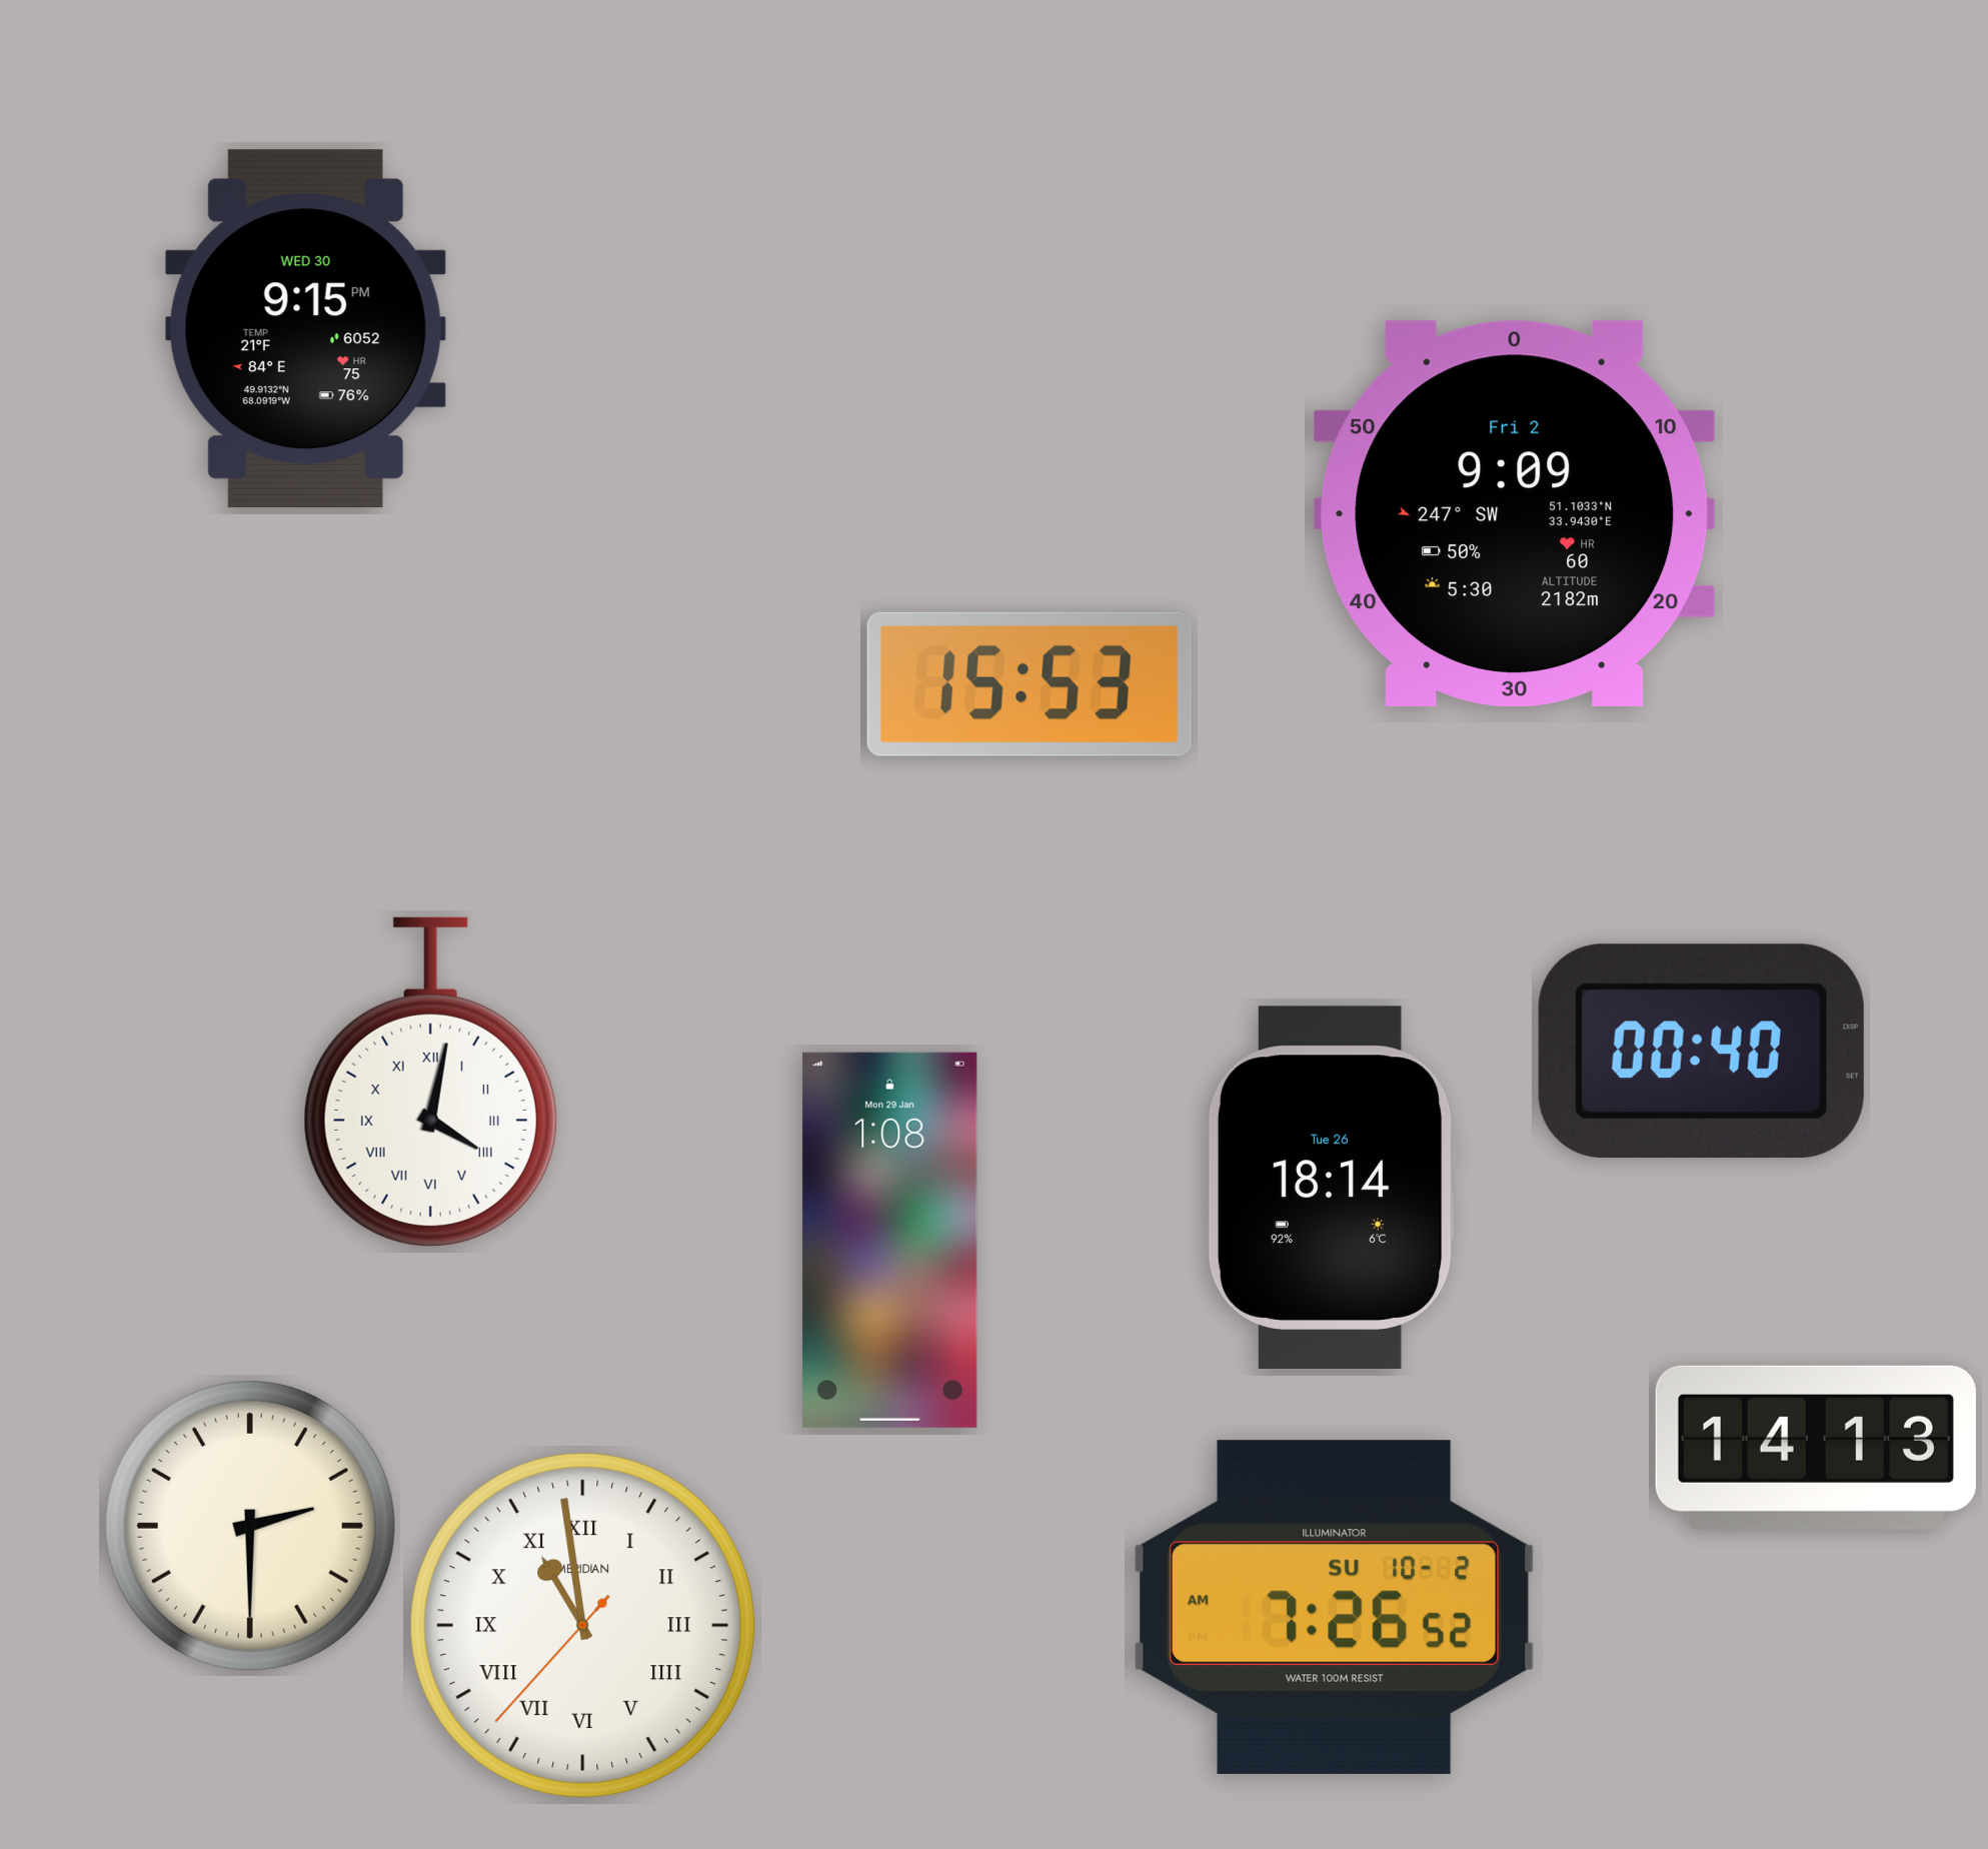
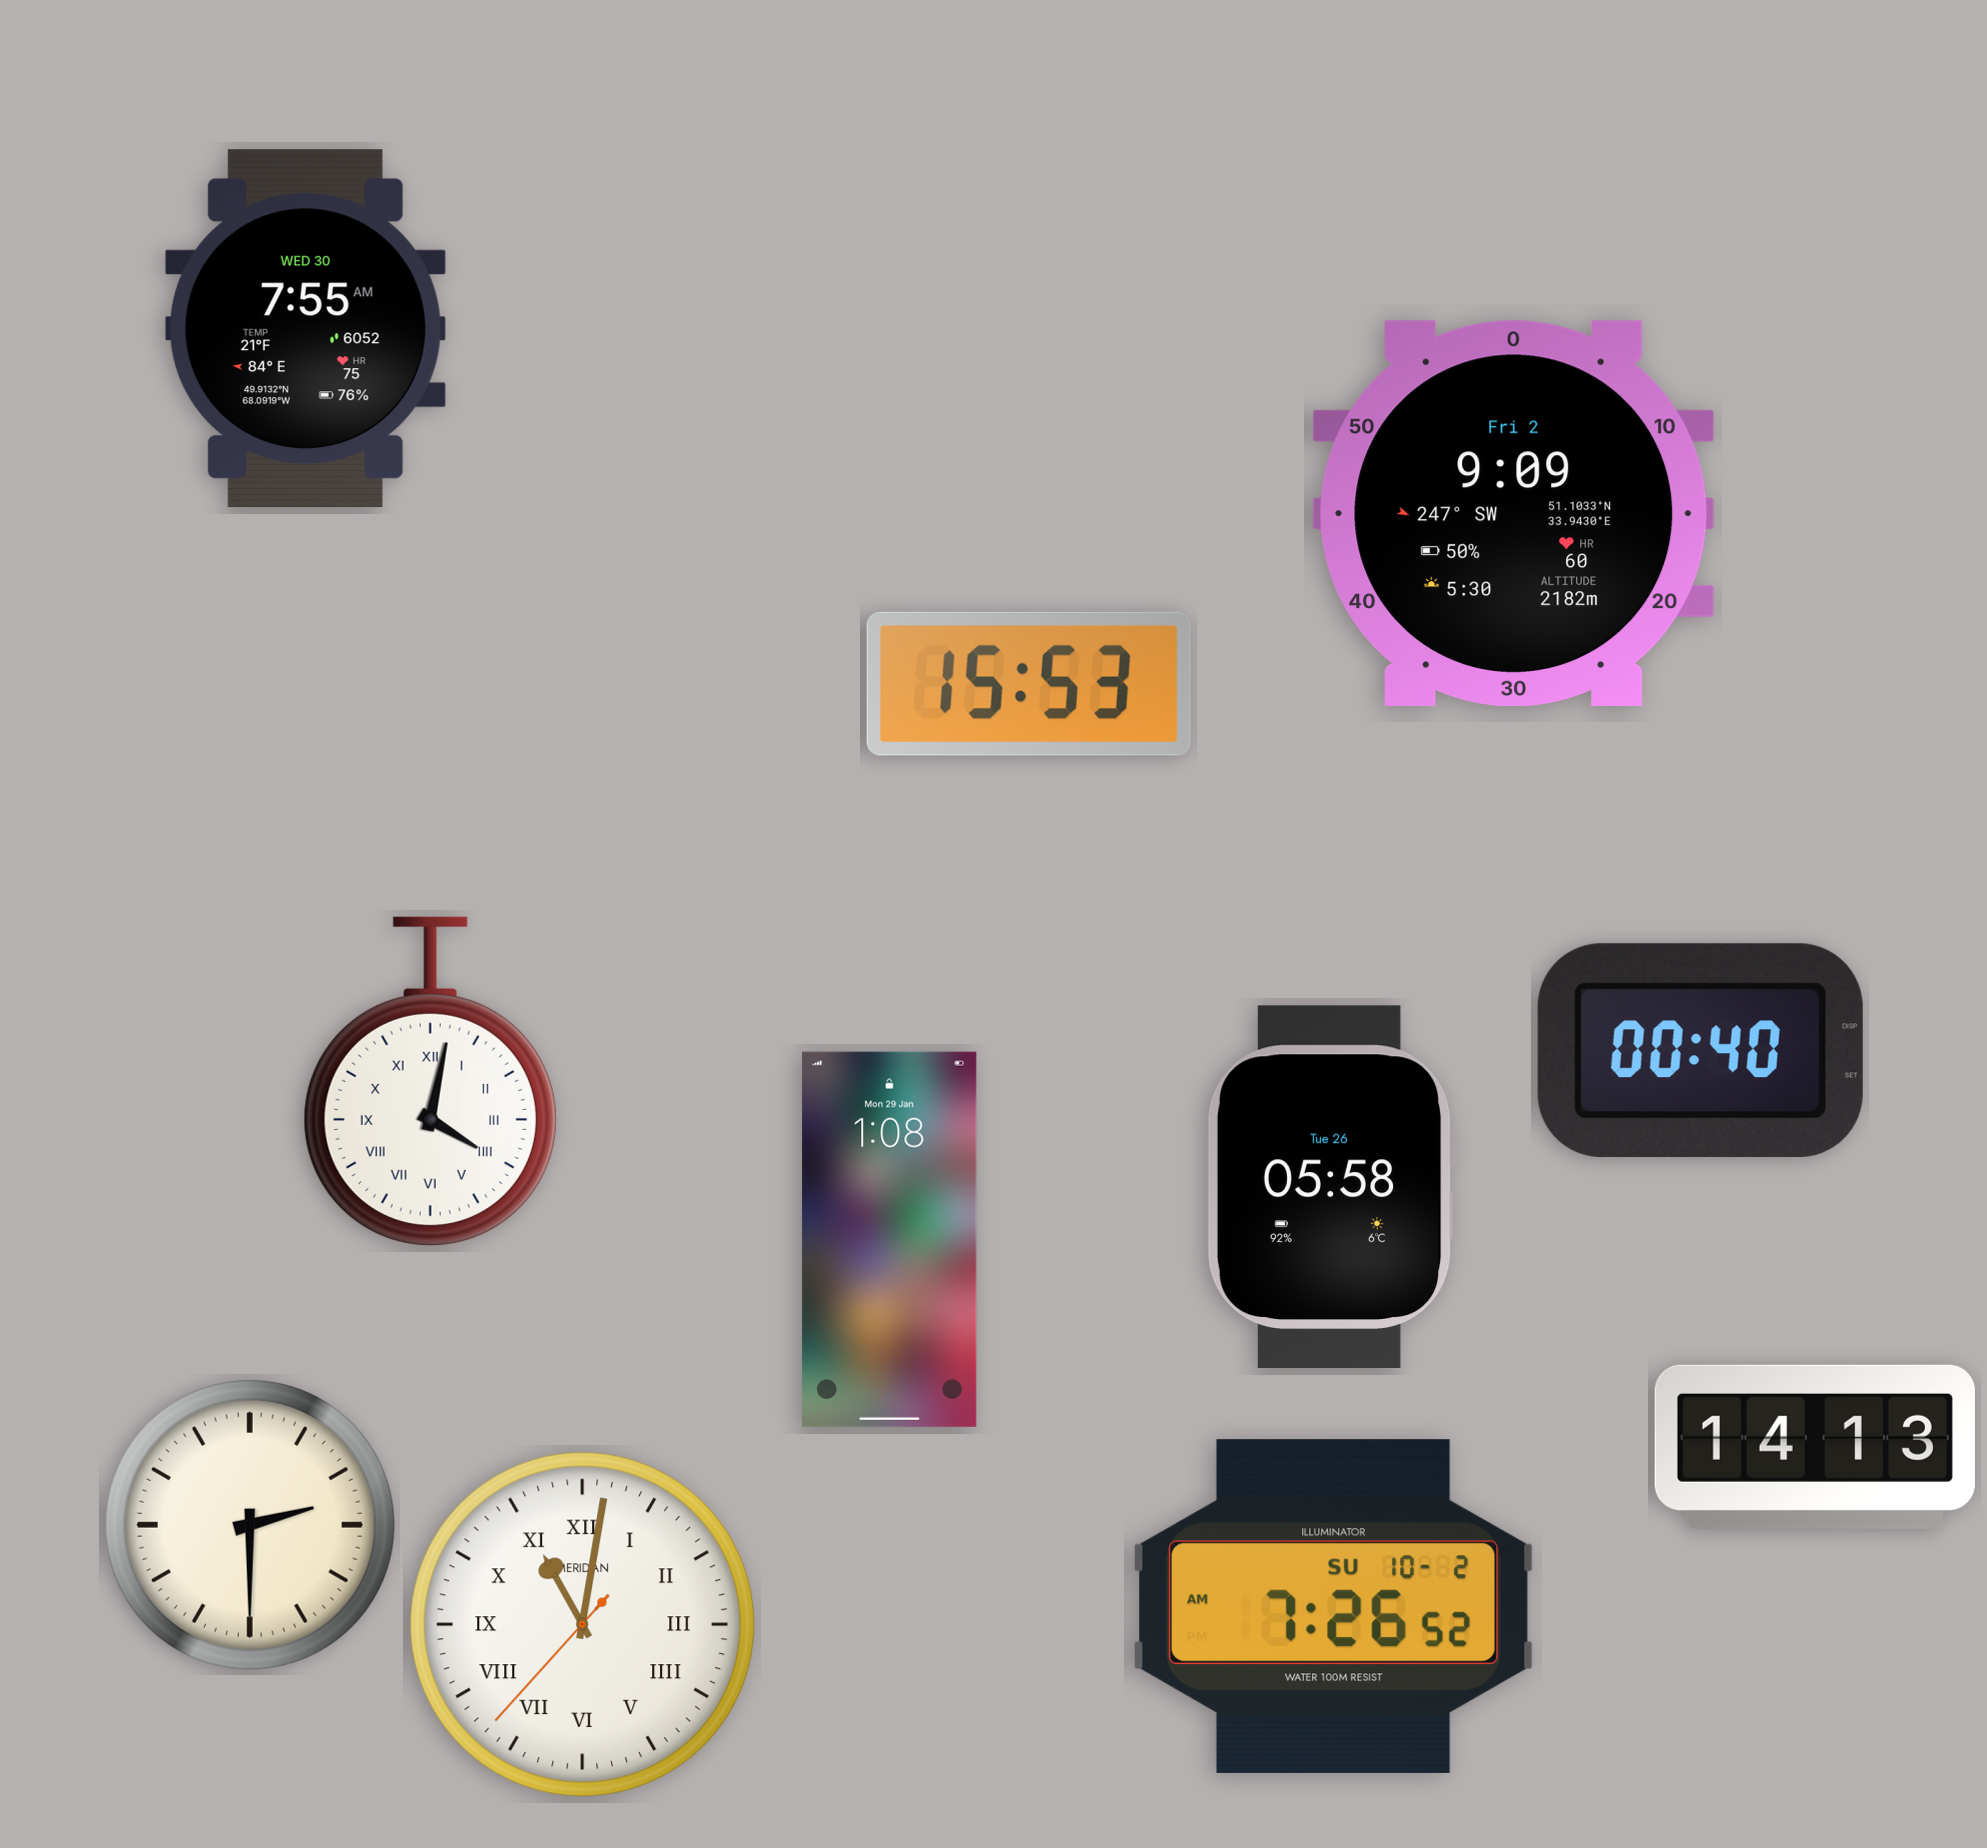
clock at (305, 329): 9:15 -> 7:55
clock at (1332, 1188): 18:14 -> 05:58
clock at (583, 1626): 10:58 -> 11:01
